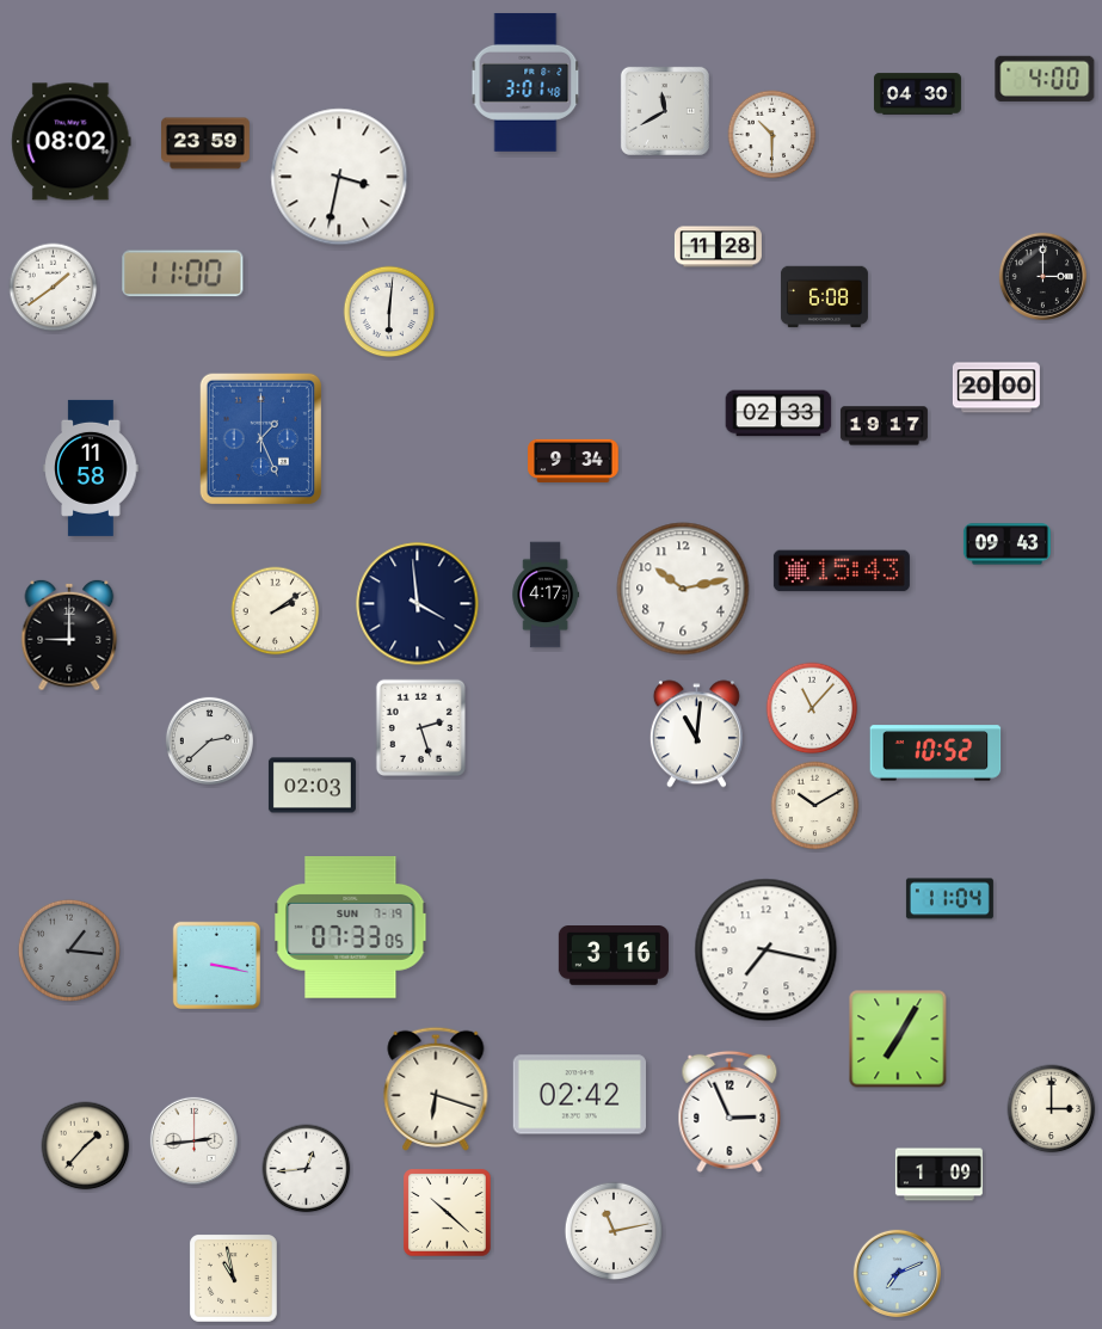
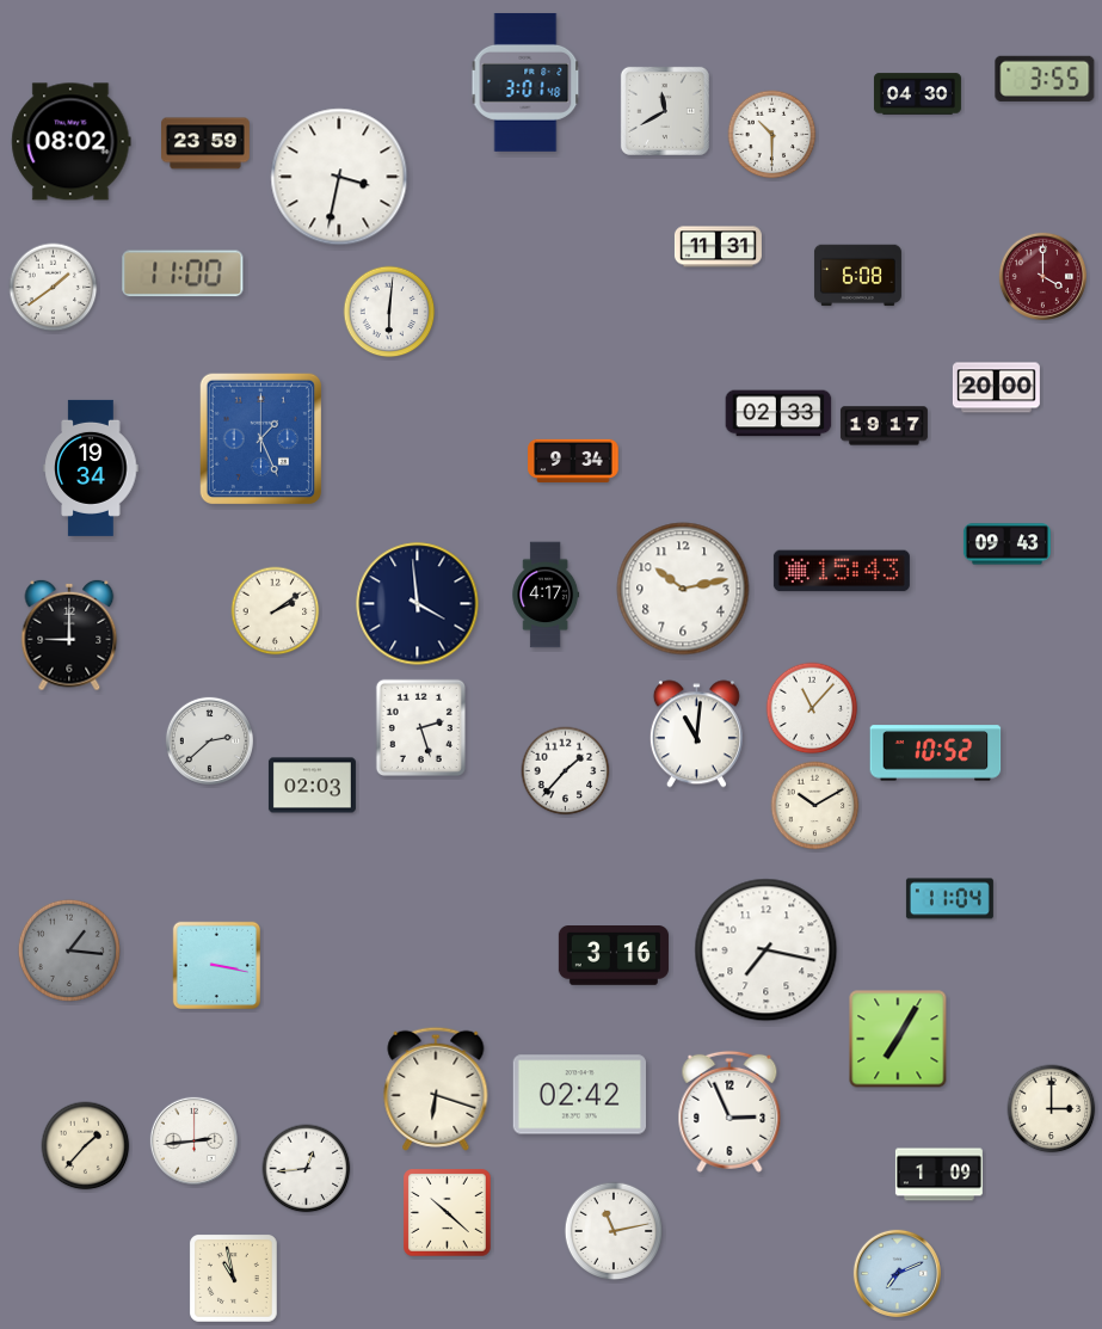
clock at (1045, 79): 4:00 -> 3:55
clock at (718, 247): 11:28 -> 11:31
clock at (1042, 276): 3:00 -> 4:00
clock at (1042, 276) dial: black -> burgundy
clock at (824, 297) position: (824, 297) -> (857, 276)
clock at (91, 468): 11:58 -> 19:34
clock at (566, 771): none -> 1:37
clock at (351, 928): 07:33 -> none
